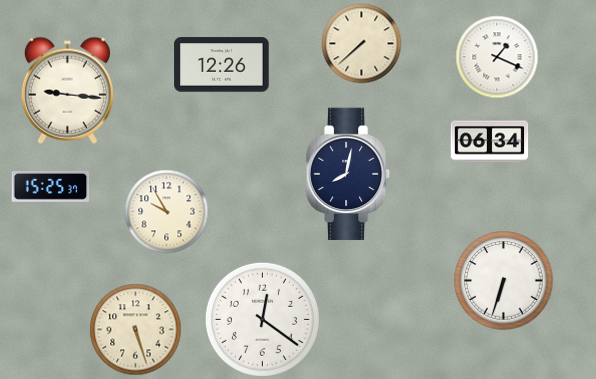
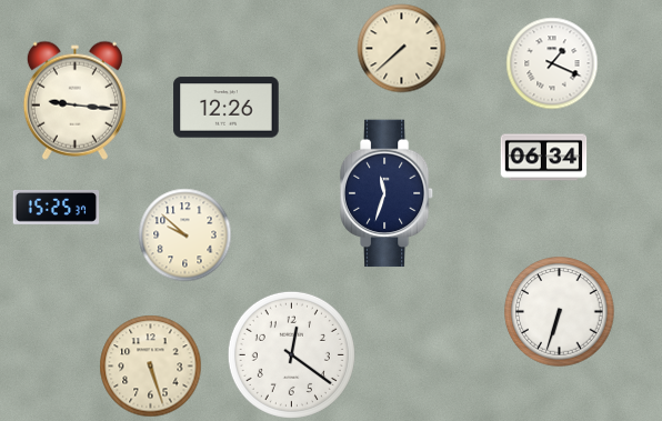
clock at (222, 65) position: (222, 65) -> (227, 108)
clock at (348, 174): 8:02 -> 11:33
clock at (166, 211): 9:55 -> 9:52
